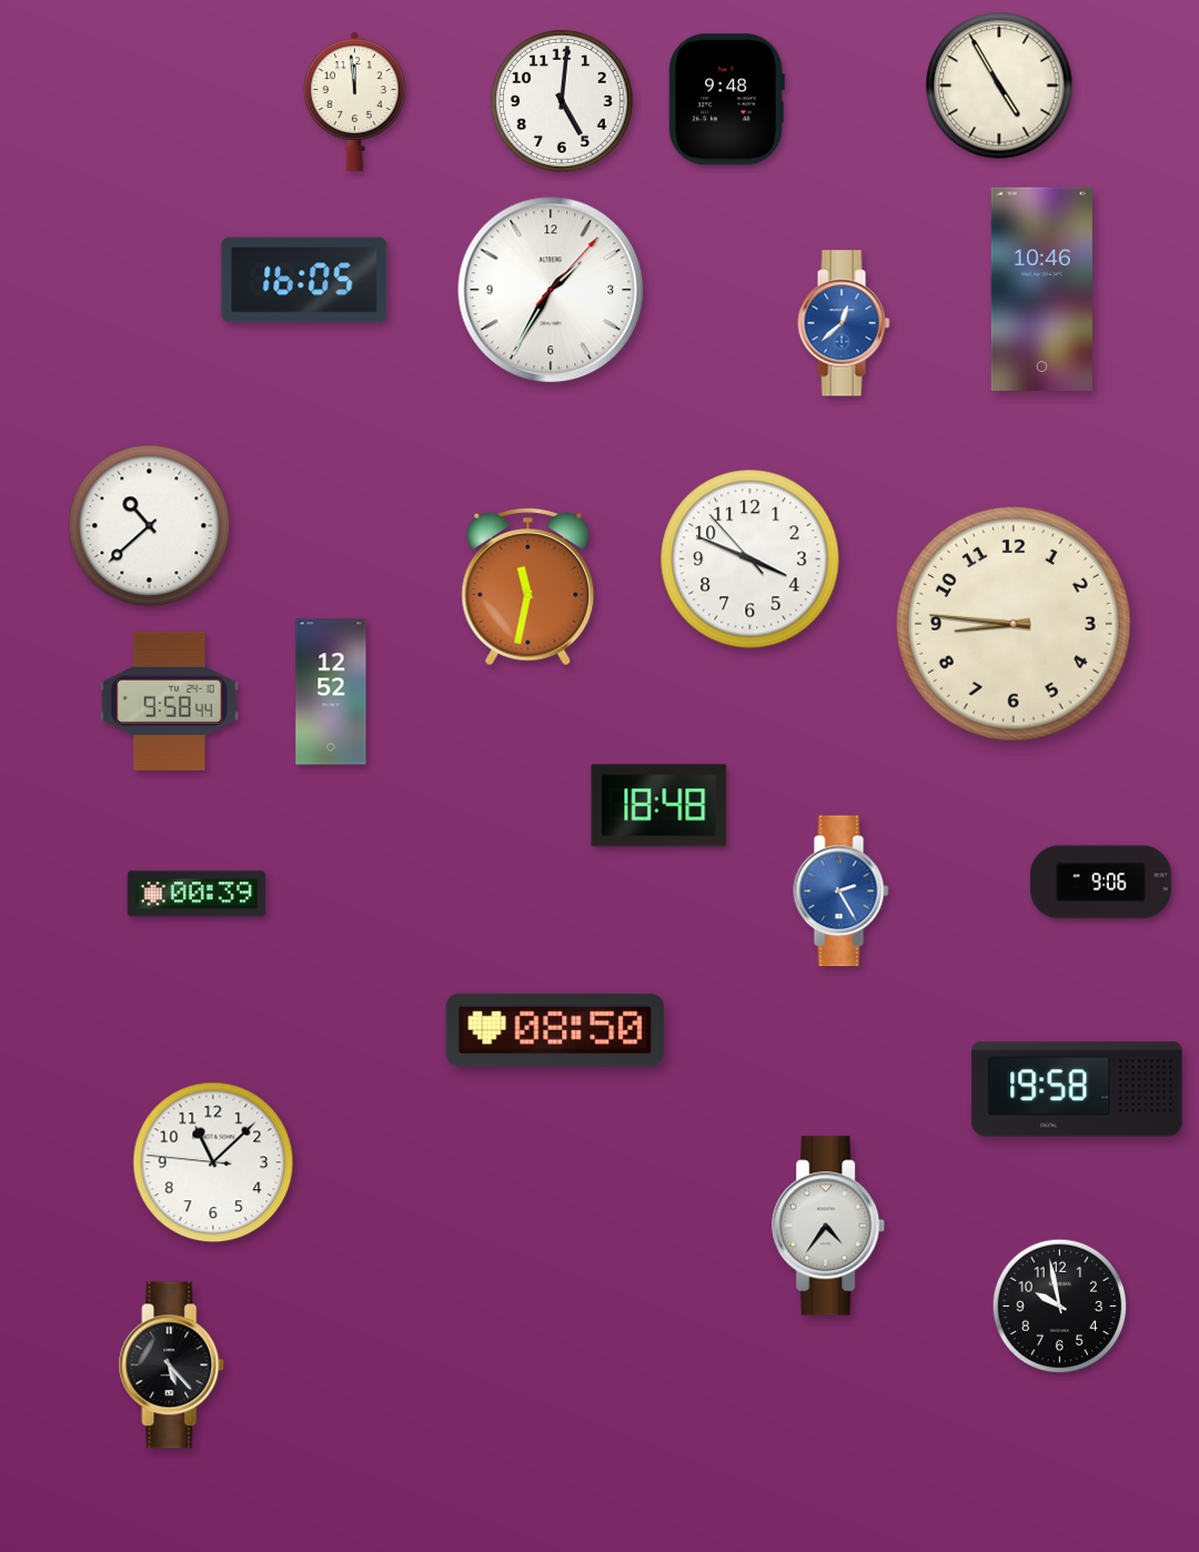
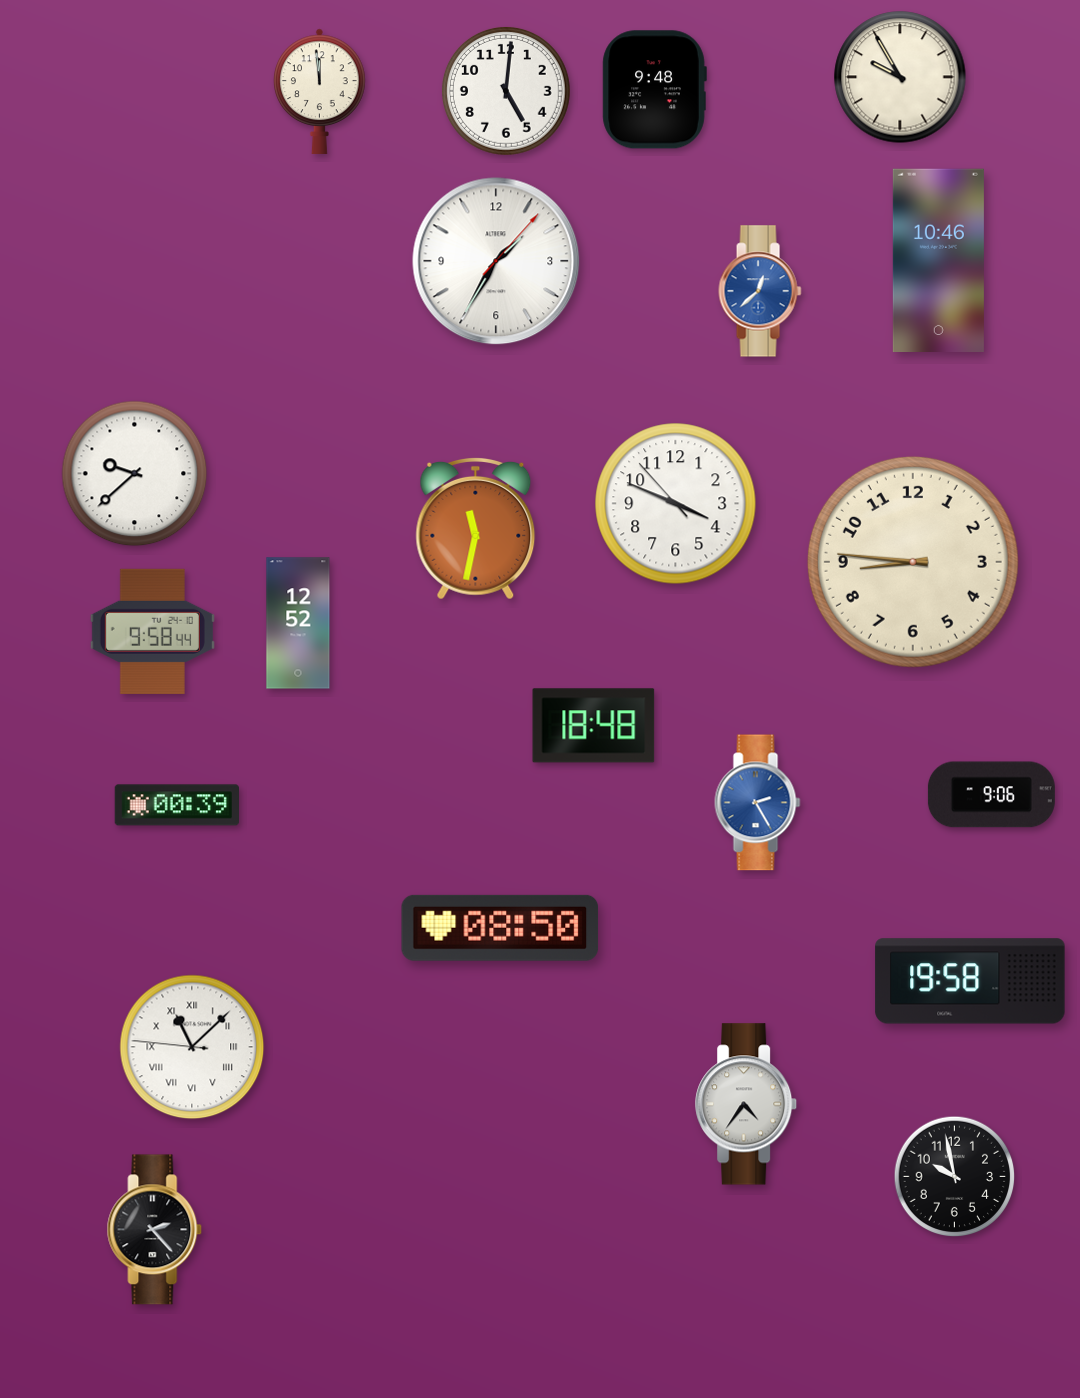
clock at (999, 85): 4:55 -> 9:55
clock at (304, 280): 16:05 -> none
clock at (150, 526): 10:38 -> 9:38
clock at (213, 1162) numerals: Arabic -> Roman
clock at (172, 1365): 5:23 -> 2:23
